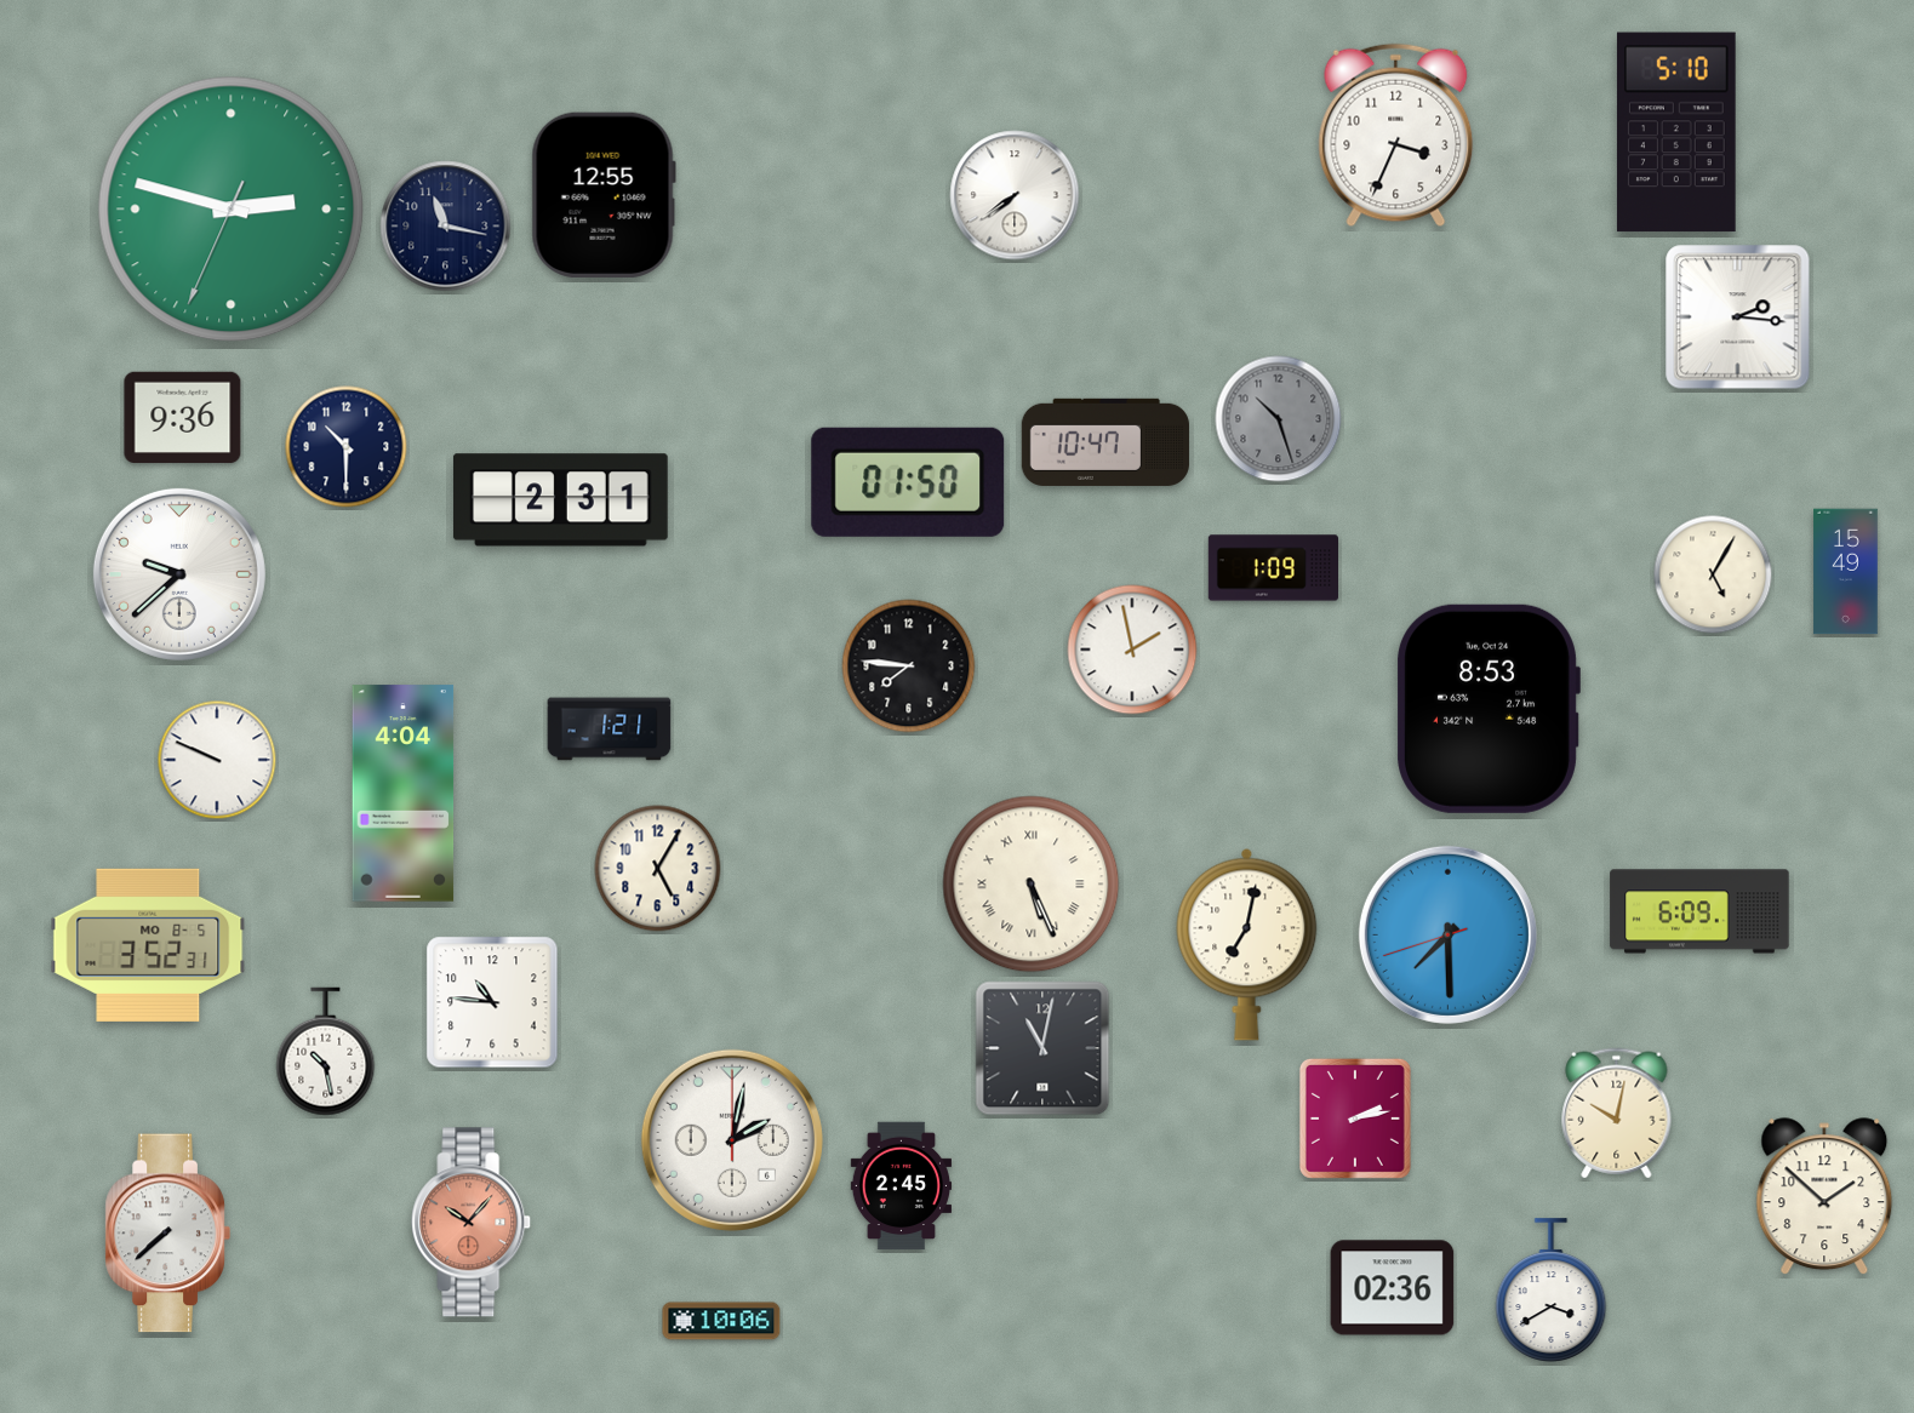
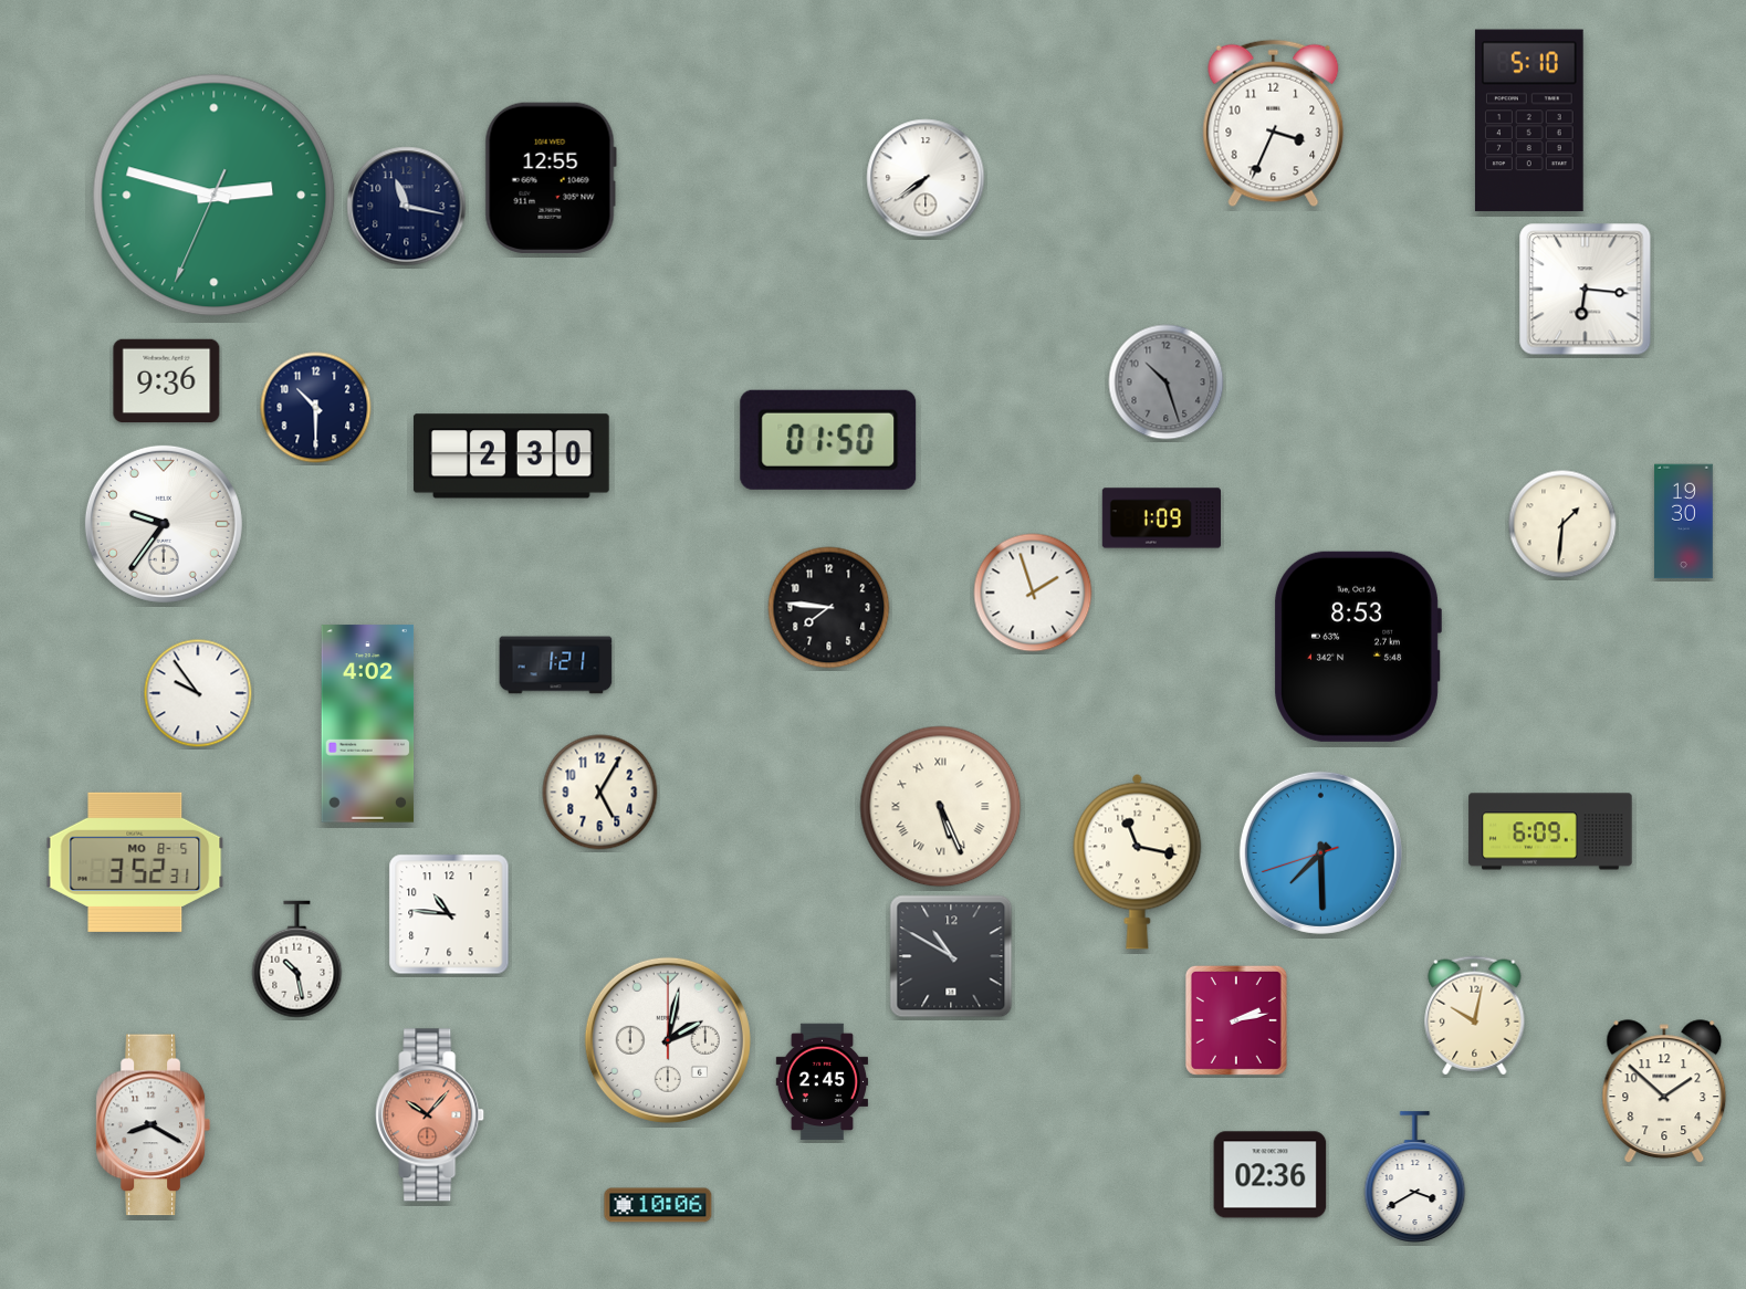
clock at (232, 210) position: (232, 210) -> (215, 196)
clock at (1738, 318): 2:16 -> 6:16
clock at (1105, 442): 10:47 -> none
clock at (560, 500): 2:31 -> 2:30
clock at (1846, 572): 15:49 -> 19:30
clock at (179, 574): 9:38 -> 9:36
clock at (1713, 574): 5:05 -> 1:31
clock at (1132, 650): 1:58 -> 1:57
clock at (217, 760): 9:49 -> 9:54
clock at (404, 794): 4:04 -> 4:02
clock at (1247, 944): 7:02 -> 11:17
clock at (1042, 1048): 11:02 -> 10:50
clock at (167, 1234): 7:38 -> 8:20
